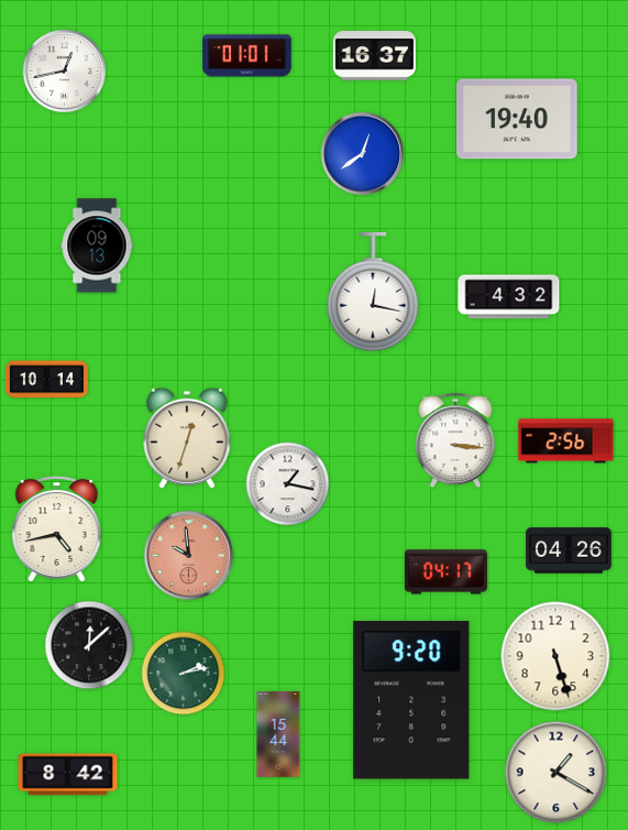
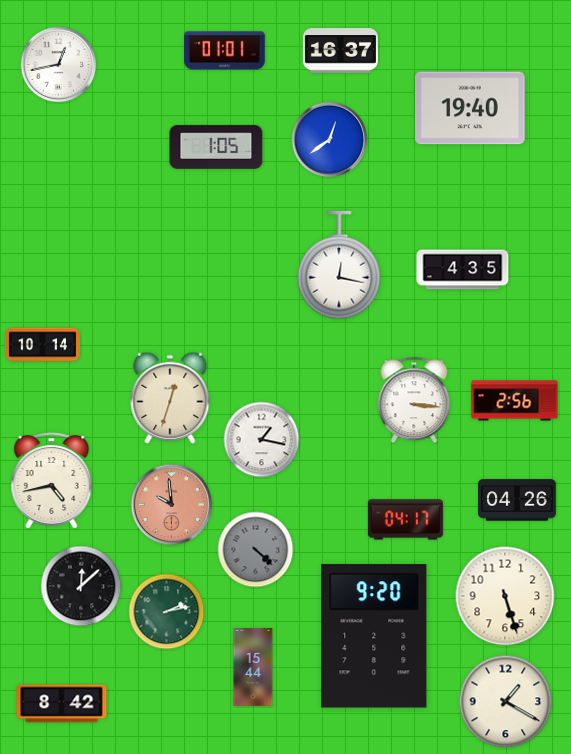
clock at (216, 147): none -> 1:05
clock at (97, 245): 09:13 -> none
clock at (509, 297): 4:32 -> 4:35
clock at (256, 550): none -> 4:22
